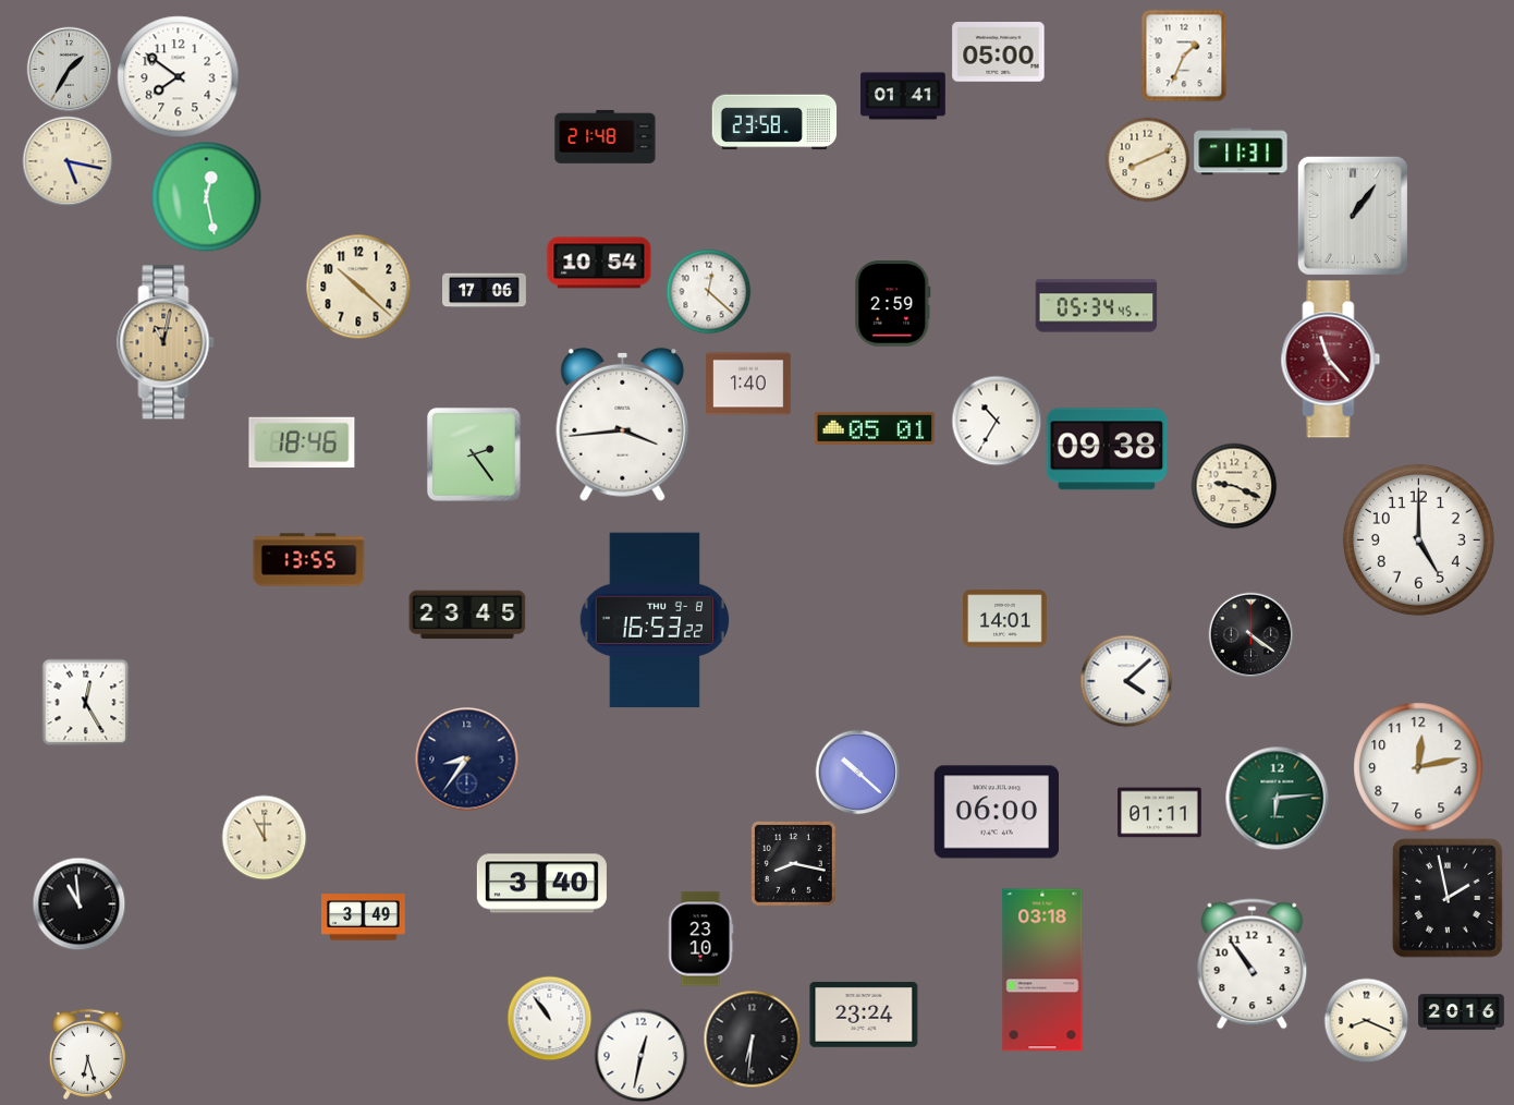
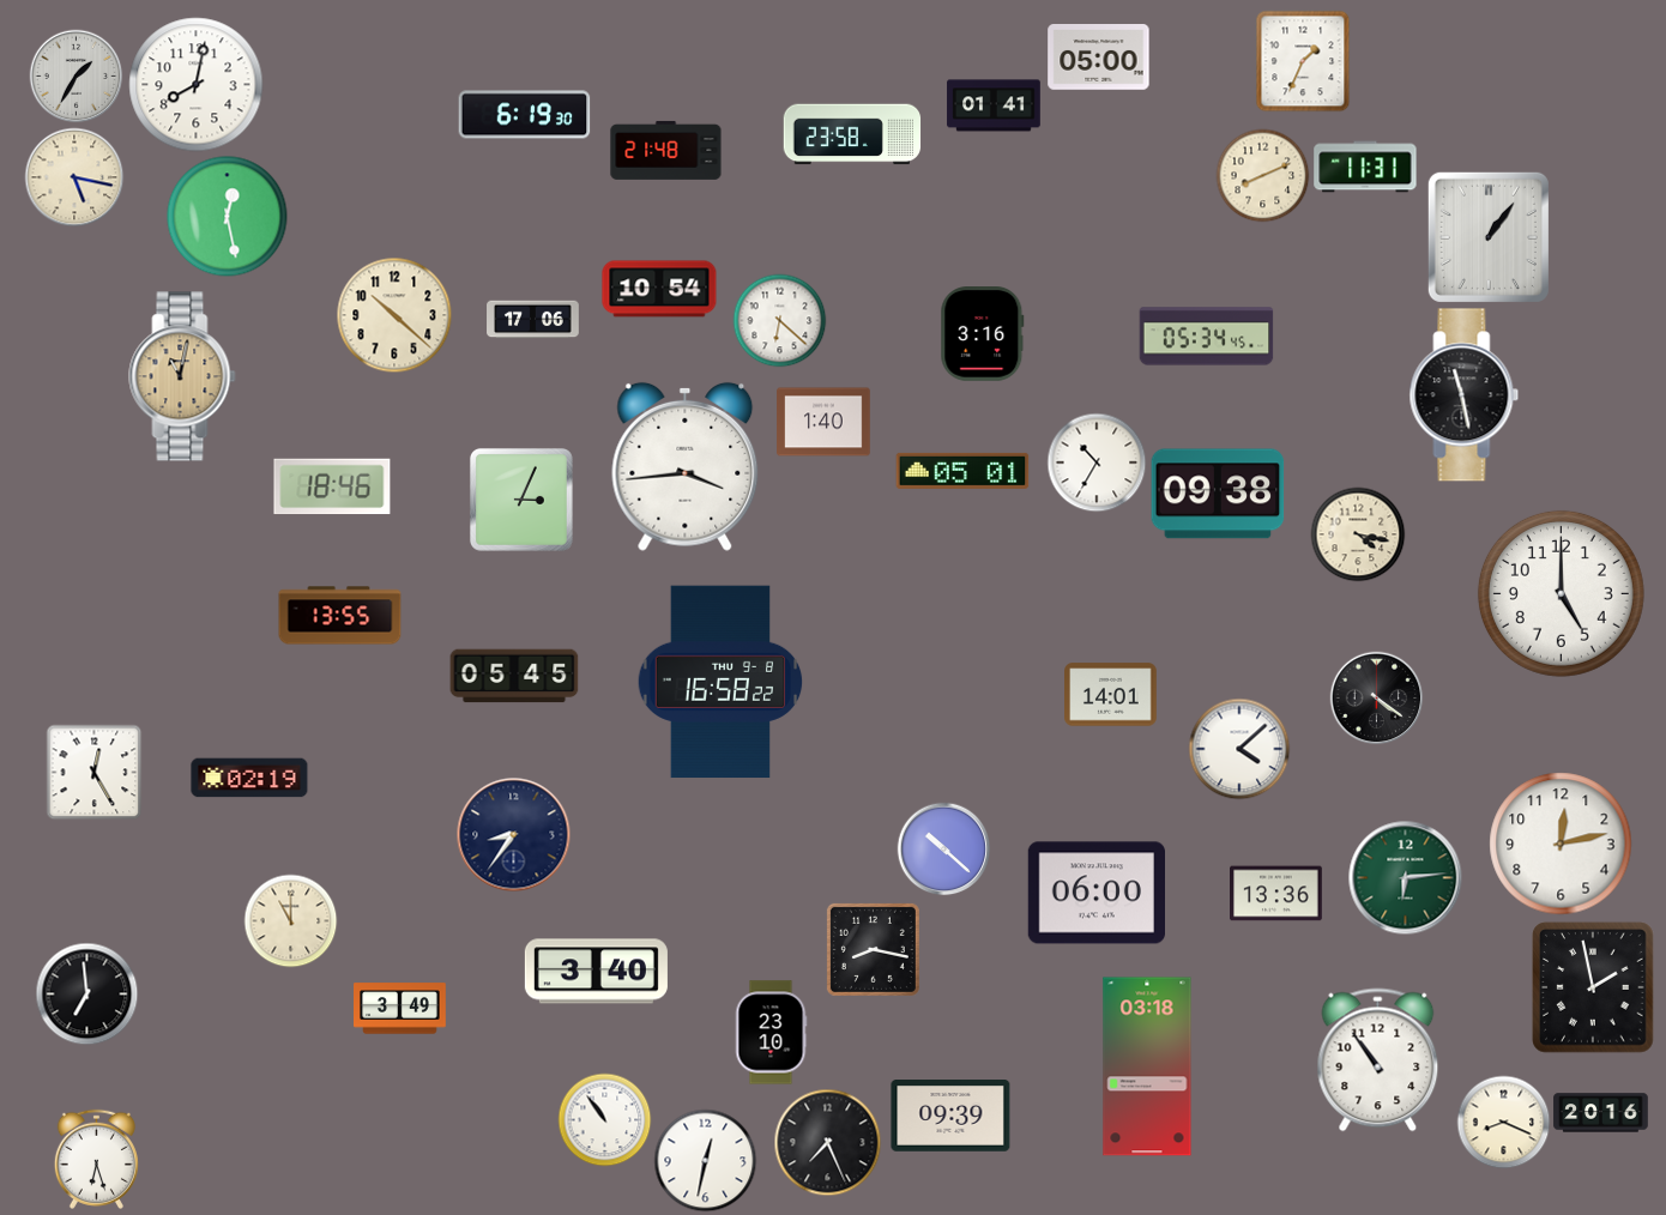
clock at (179, 77): 7:51 -> 8:02
clock at (525, 115): none -> 6:19
clock at (708, 291): 12:22 -> 6:22
clock at (893, 304): 2:59 -> 3:16
clock at (1331, 360): 11:23 -> 11:28
clock at (1331, 360) dial: burgundy -> black
clock at (474, 454): 2:24 -> 3:04
clock at (1234, 486): 9:19 -> 4:17
clock at (467, 615): 23:45 -> 05:45
clock at (1005, 619) position: (1005, 619) -> (1111, 695)
clock at (655, 620): 16:53 -> 16:58
clock at (249, 778): none -> 02:19
clock at (1160, 813): 01:11 -> 13:36
clock at (78, 903): 10:59 -> 6:59
clock at (1462, 1012) position: (1462, 1012) -> (1601, 1113)
clock at (864, 1016): 23:24 -> 09:39
clock at (752, 1039): 6:31 -> 7:26
